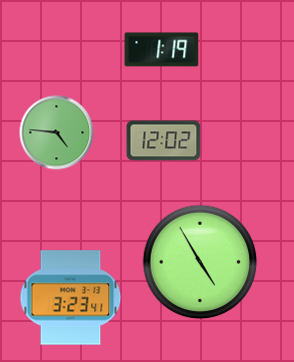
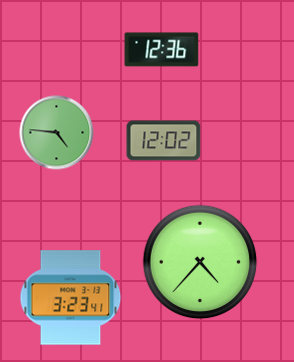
clock at (162, 50): 1:19 -> 12:36
clock at (200, 262): 4:55 -> 4:37
